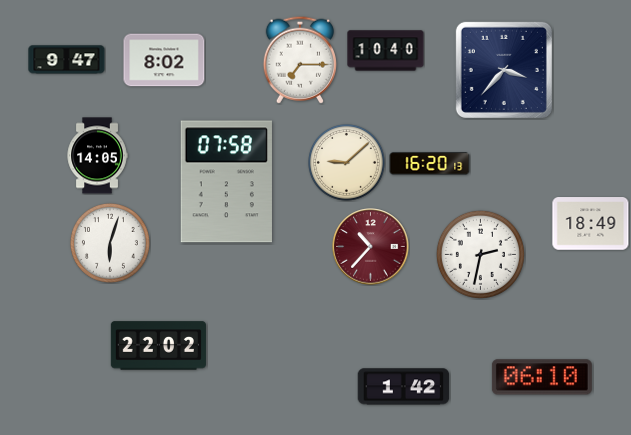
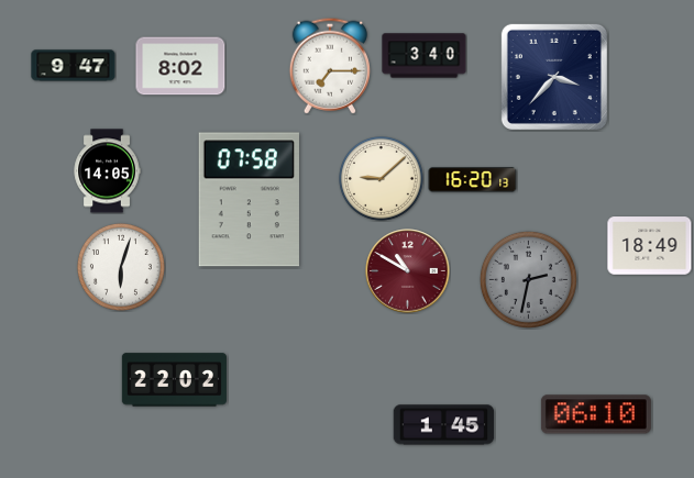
clock at (386, 51): 10:40 -> 3:40
clock at (371, 247): 10:37 -> 10:50
clock at (480, 254) dial: white -> grey
clock at (404, 387): 1:42 -> 1:45
